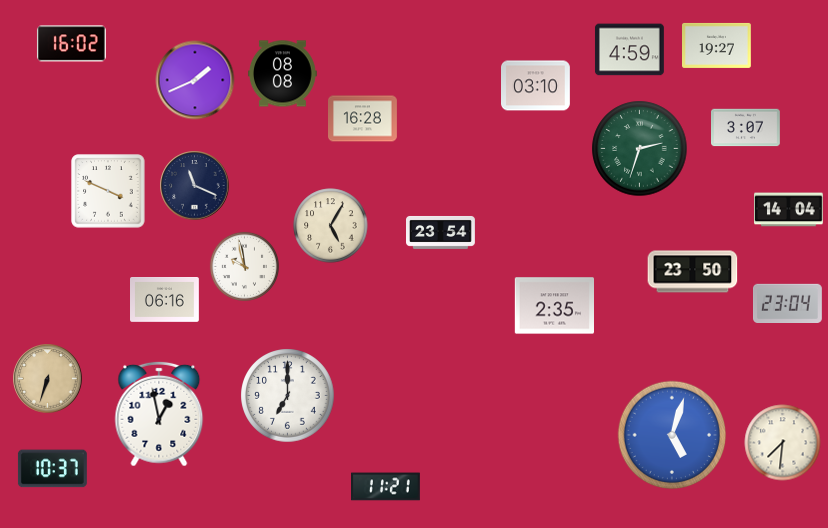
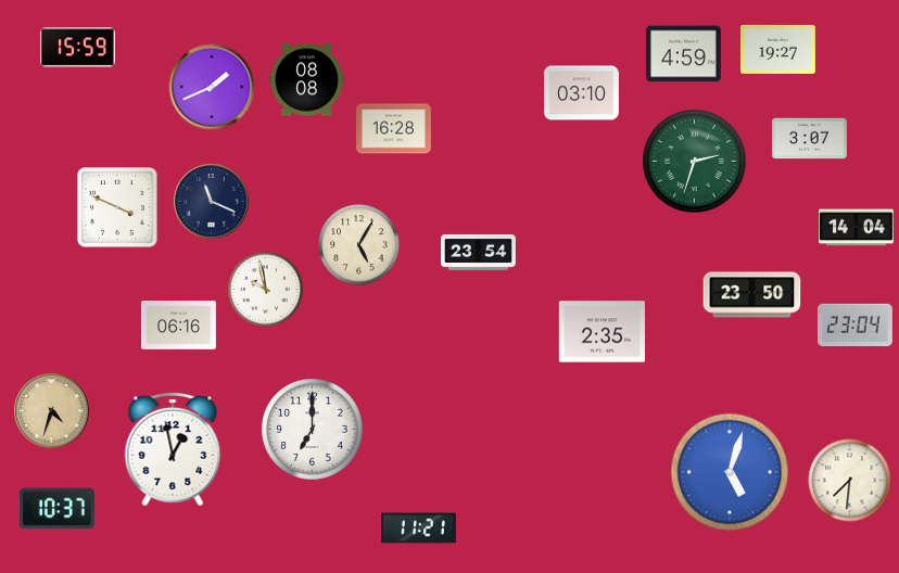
clock at (71, 44): 16:02 -> 15:59
clock at (788, 303) position: (788, 303) -> (856, 324)
clock at (48, 379): 6:33 -> 4:33
